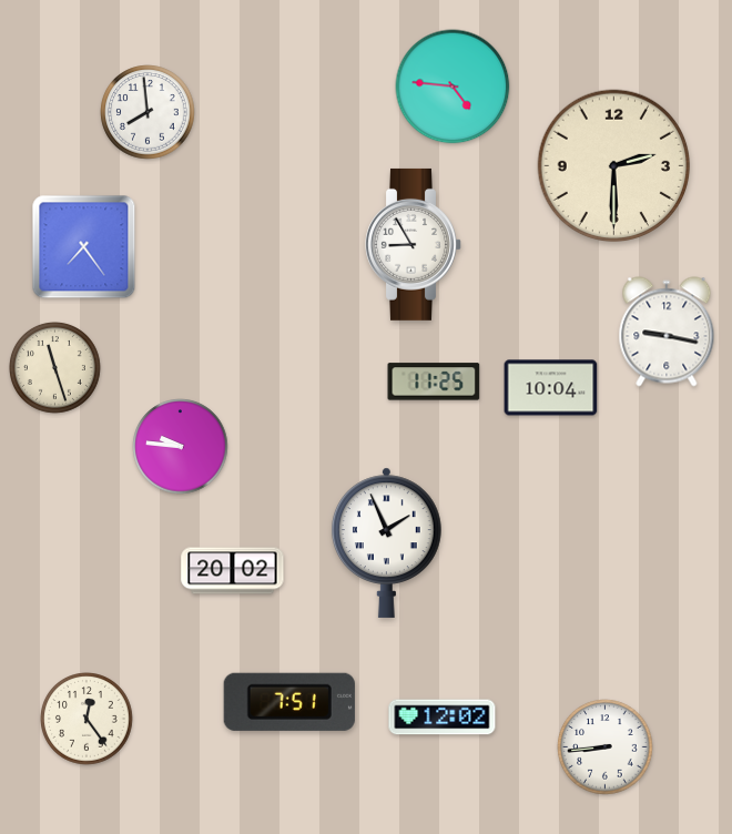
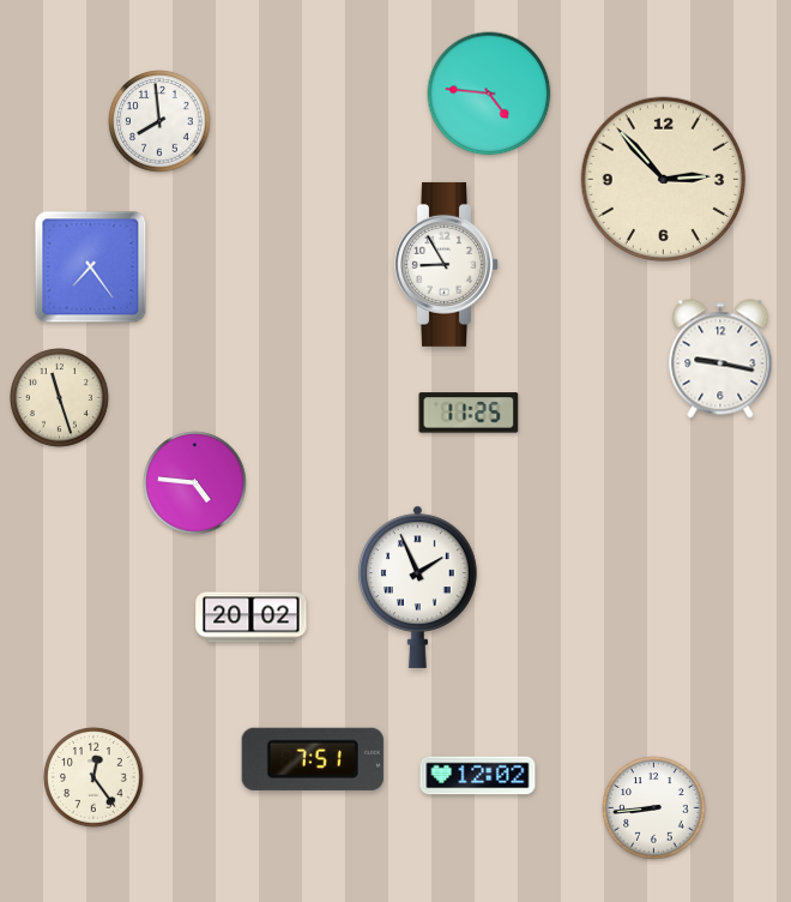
clock at (614, 166): 2:30 -> 2:53
clock at (551, 388): 10:04 -> none
clock at (181, 447): 9:46 -> 4:46
